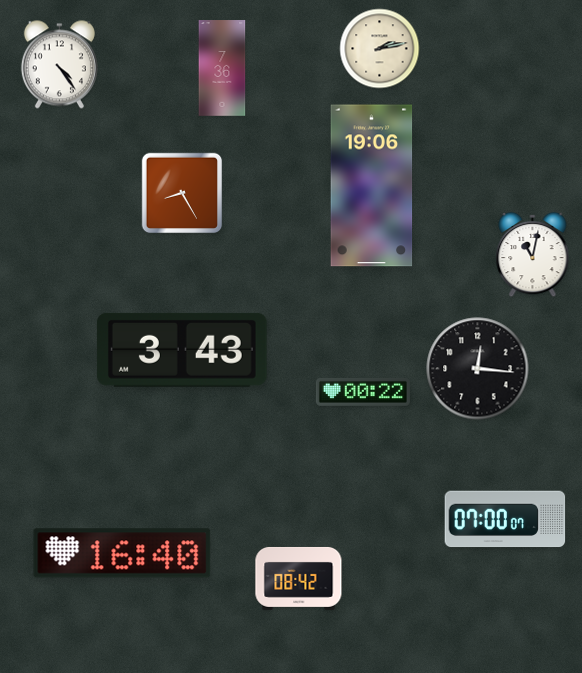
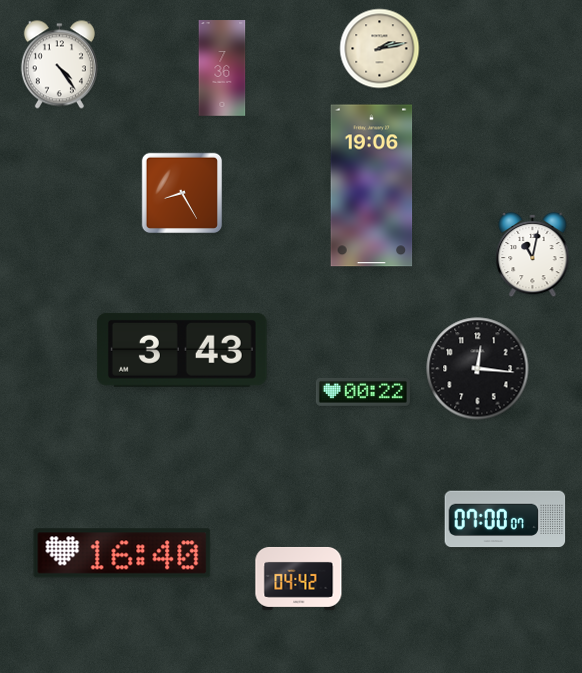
clock at (299, 578): 08:42 -> 04:42
